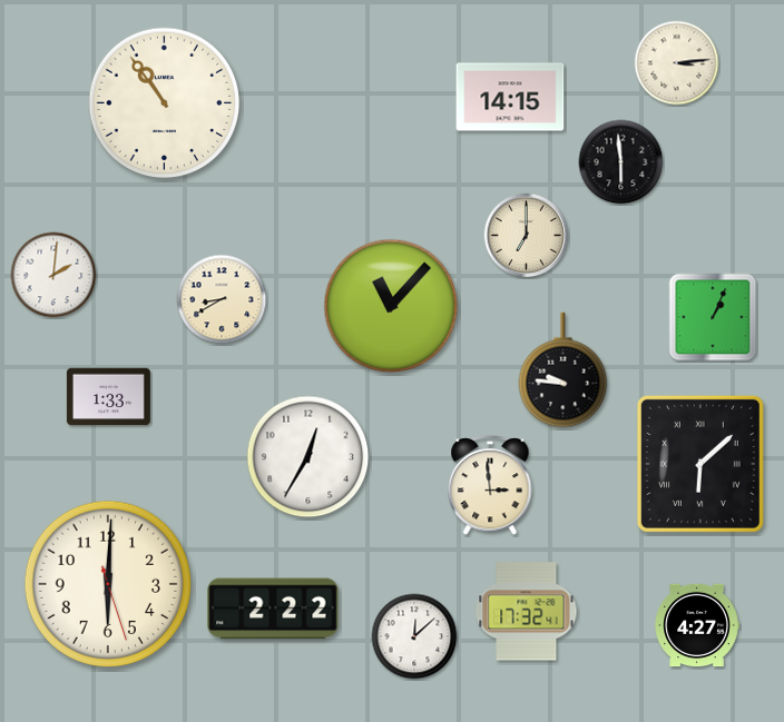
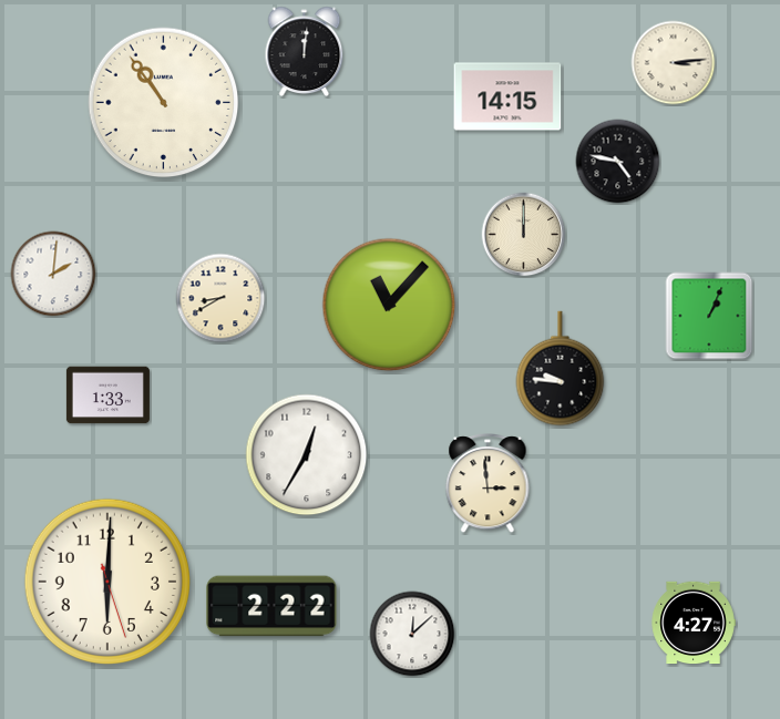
clock at (305, 52): none -> 12:01
clock at (621, 162): 5:59 -> 4:47
clock at (527, 236): 7:00 -> 12:00
clock at (700, 464): 6:08 -> none
clock at (527, 612): 17:32 -> none
